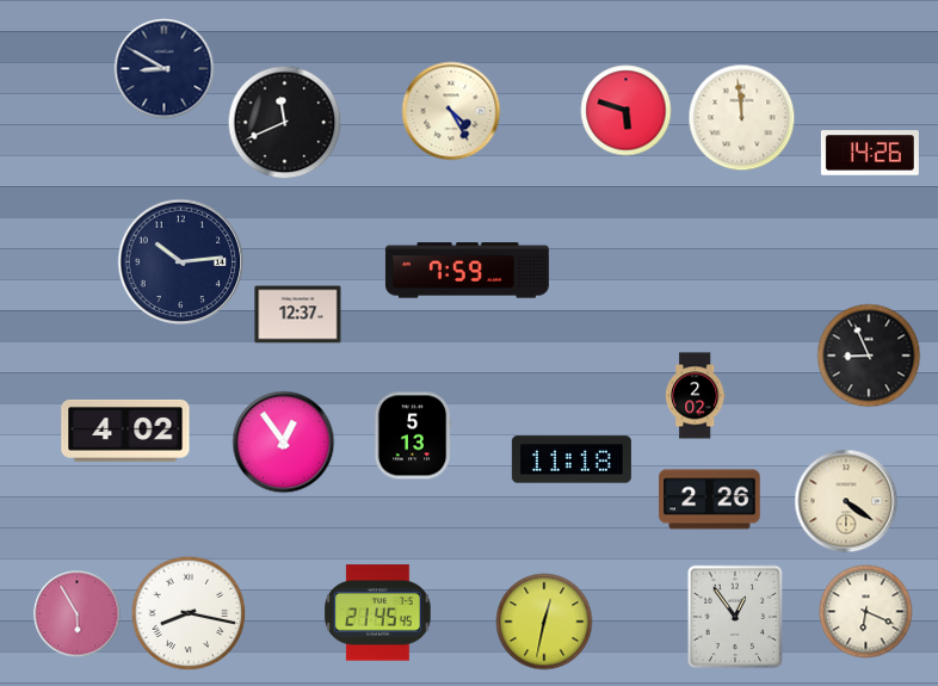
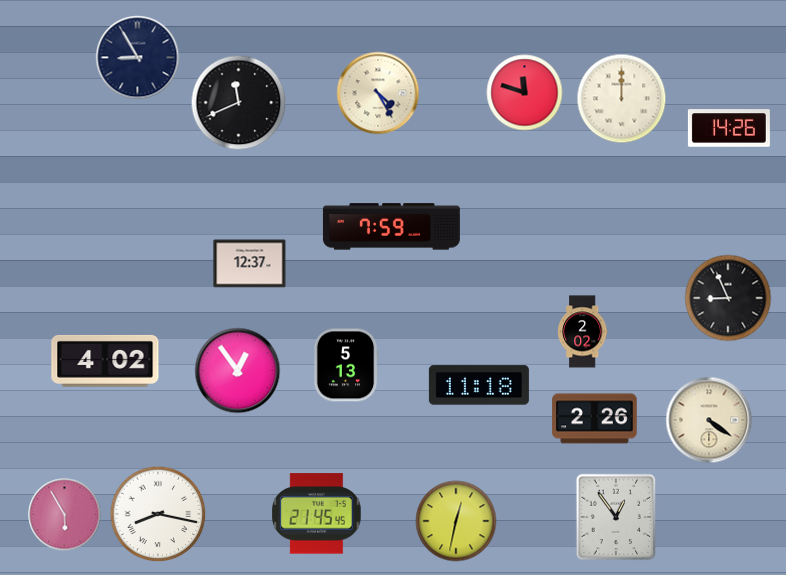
clock at (165, 69): 8:50 -> 8:55
clock at (627, 111): 5:48 -> 11:48
clock at (742, 118): 11:59 -> 12:00
clock at (181, 262): 10:14 -> none
clock at (866, 612): 6:19 -> none
